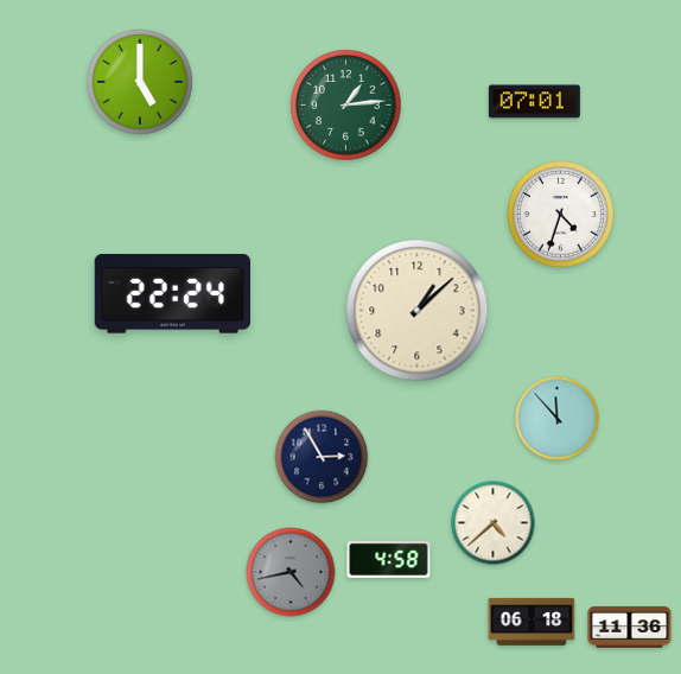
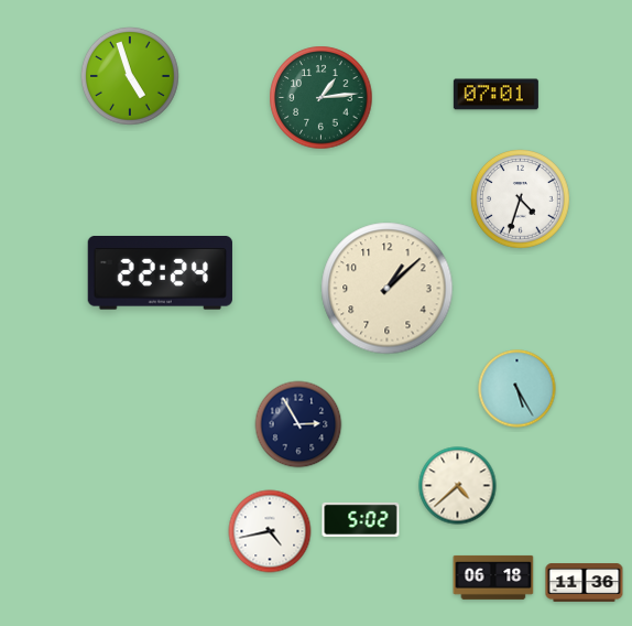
clock at (140, 82): 5:00 -> 4:57
clock at (558, 419): 11:53 -> 5:25
clock at (389, 559): 4:58 -> 5:02
clock at (291, 572) dial: grey -> white
